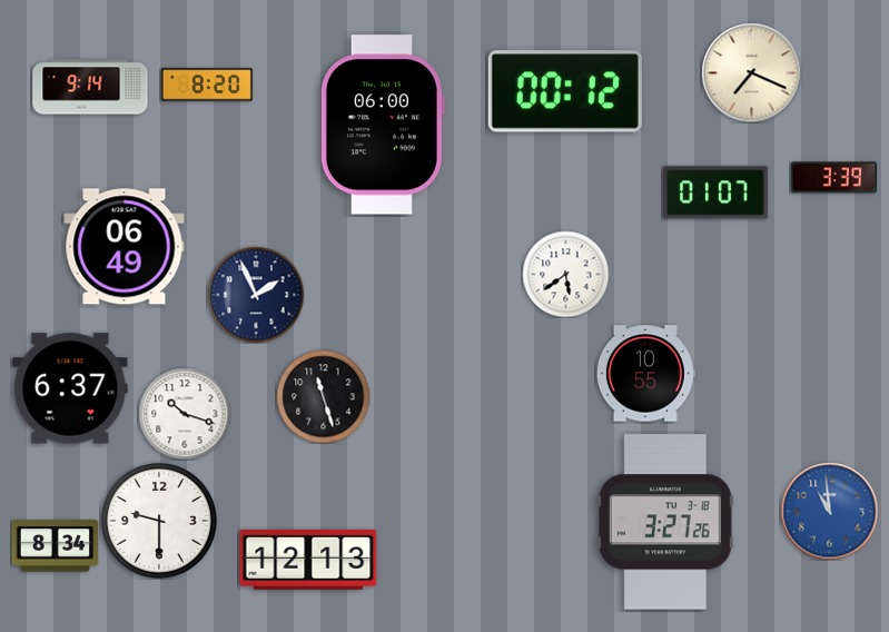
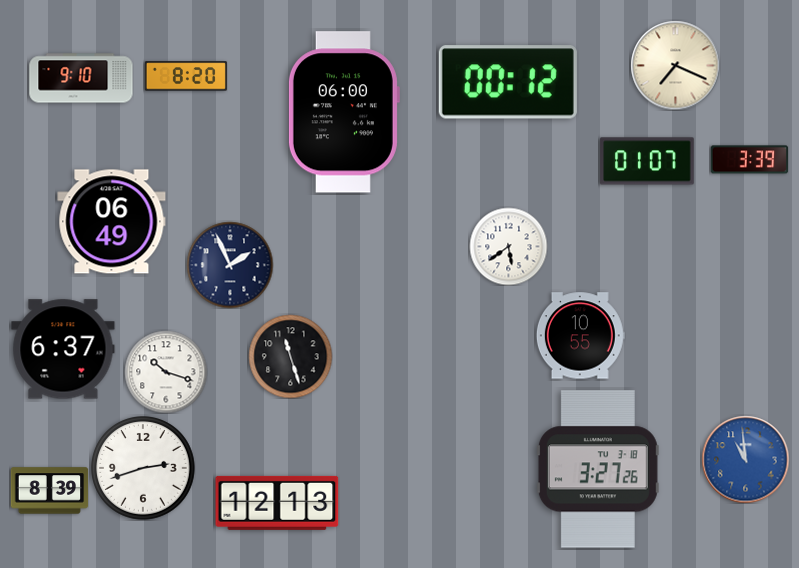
clock at (90, 87): 9:14 -> 9:10
clock at (715, 192) position: (715, 192) -> (647, 161)
clock at (160, 522): 9:30 -> 2:42
clock at (55, 546): 8:34 -> 8:39
